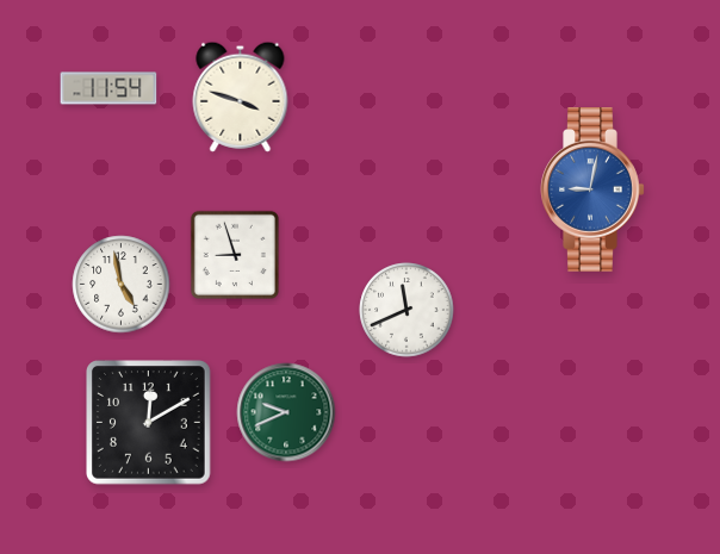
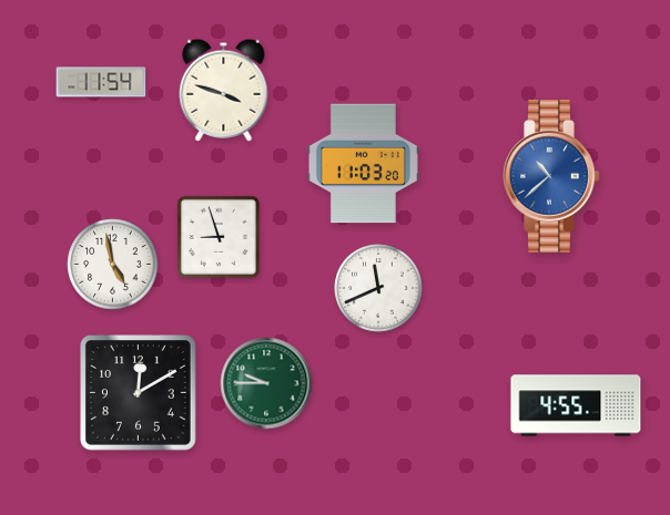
clock at (363, 164): none -> 11:03
clock at (592, 191): 9:02 -> 10:38
clock at (286, 412): 9:41 -> 9:45
clock at (576, 405): none -> 4:55
